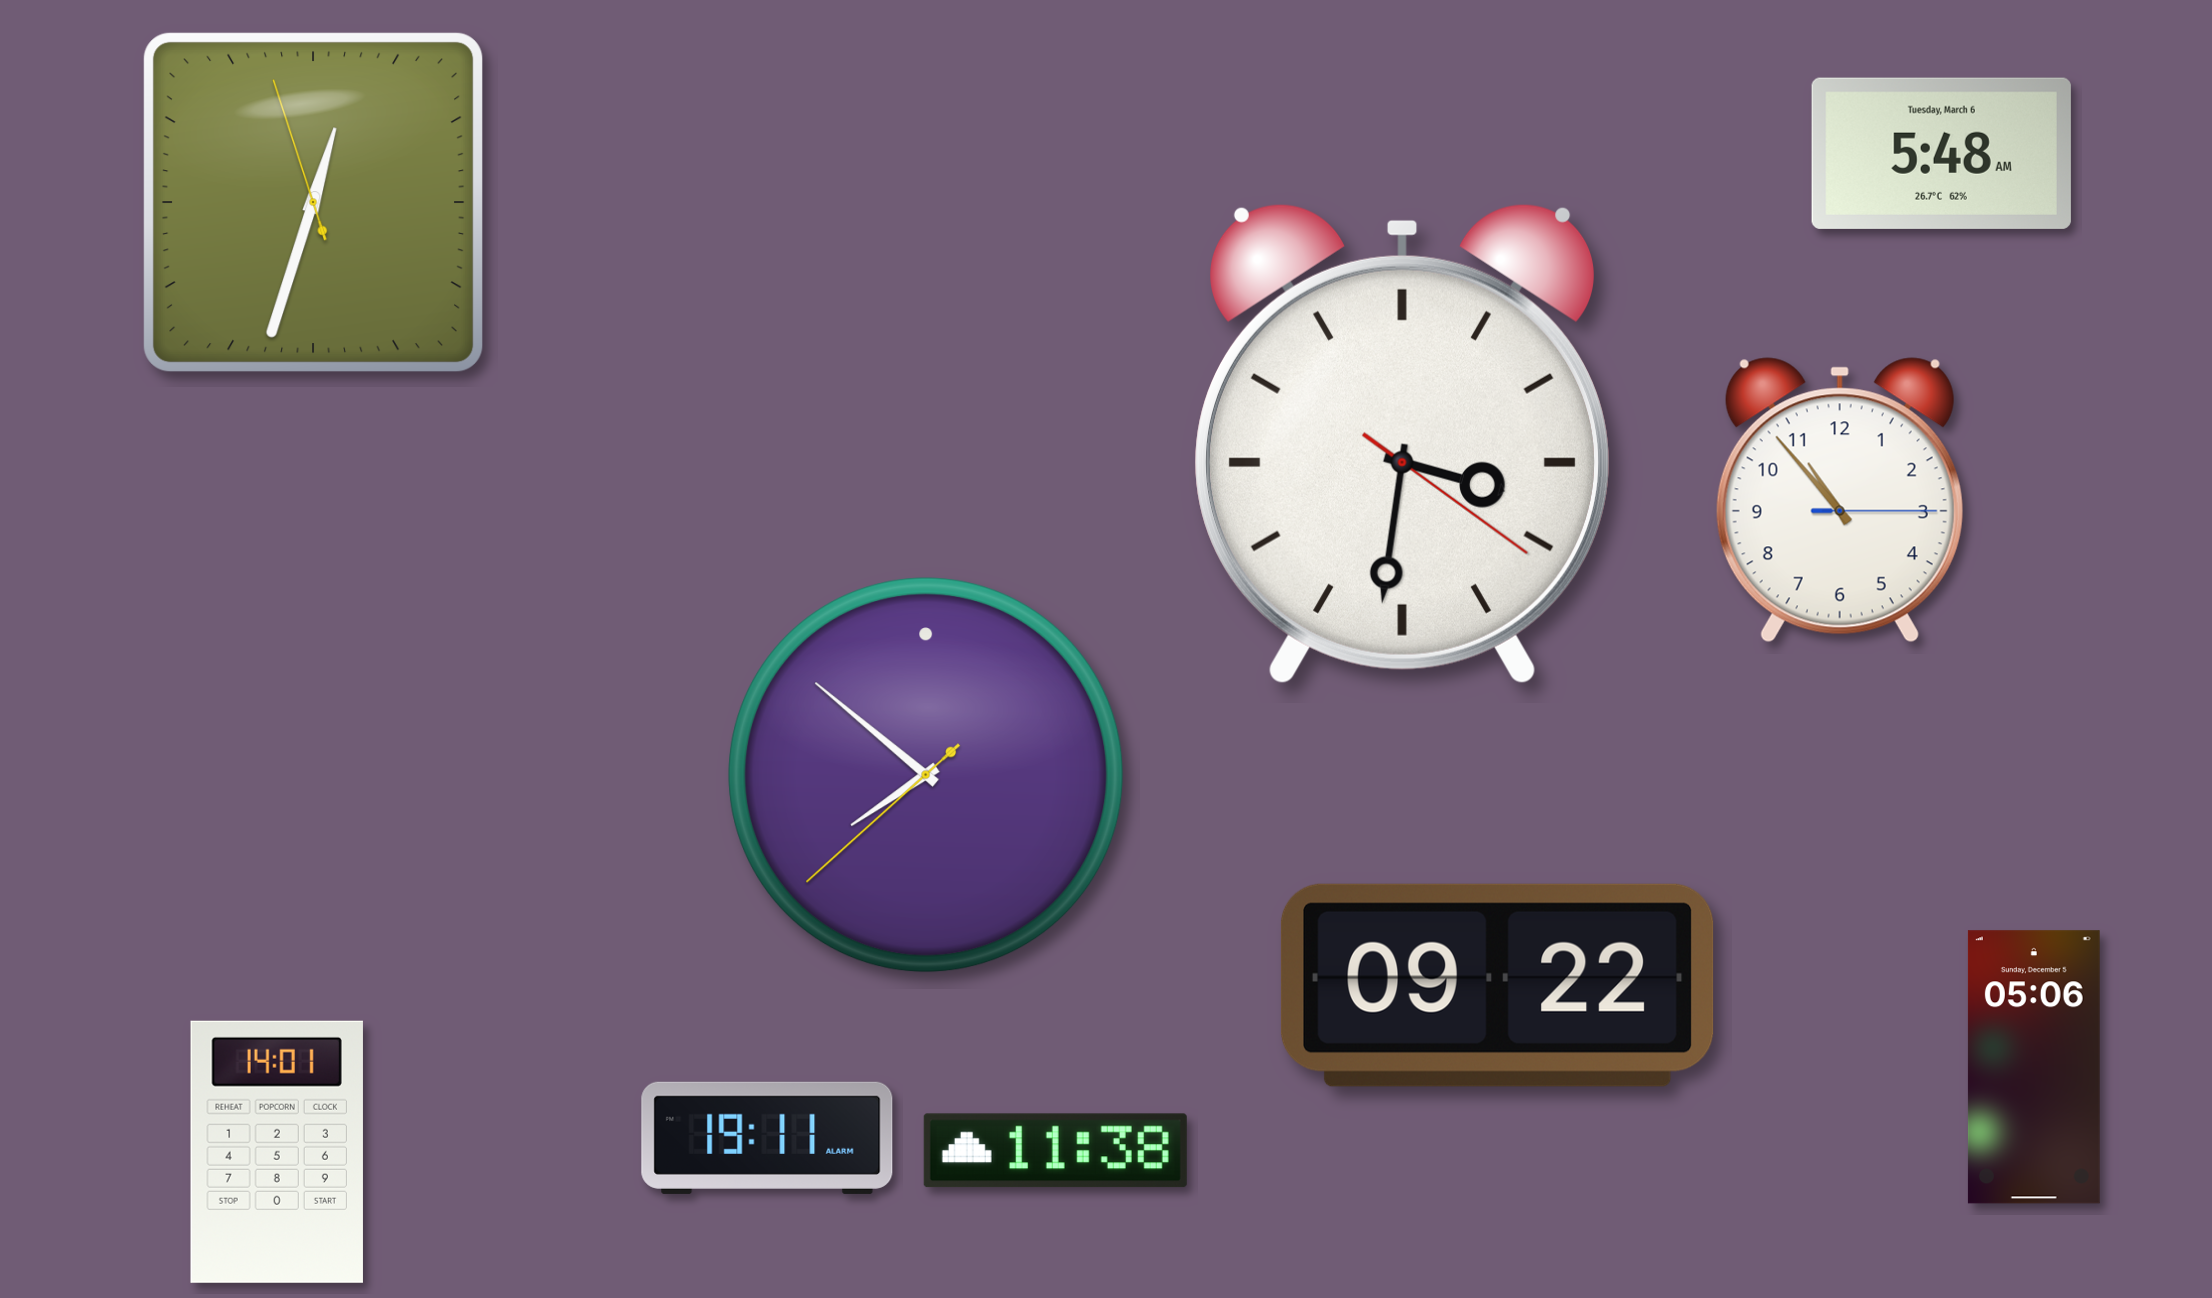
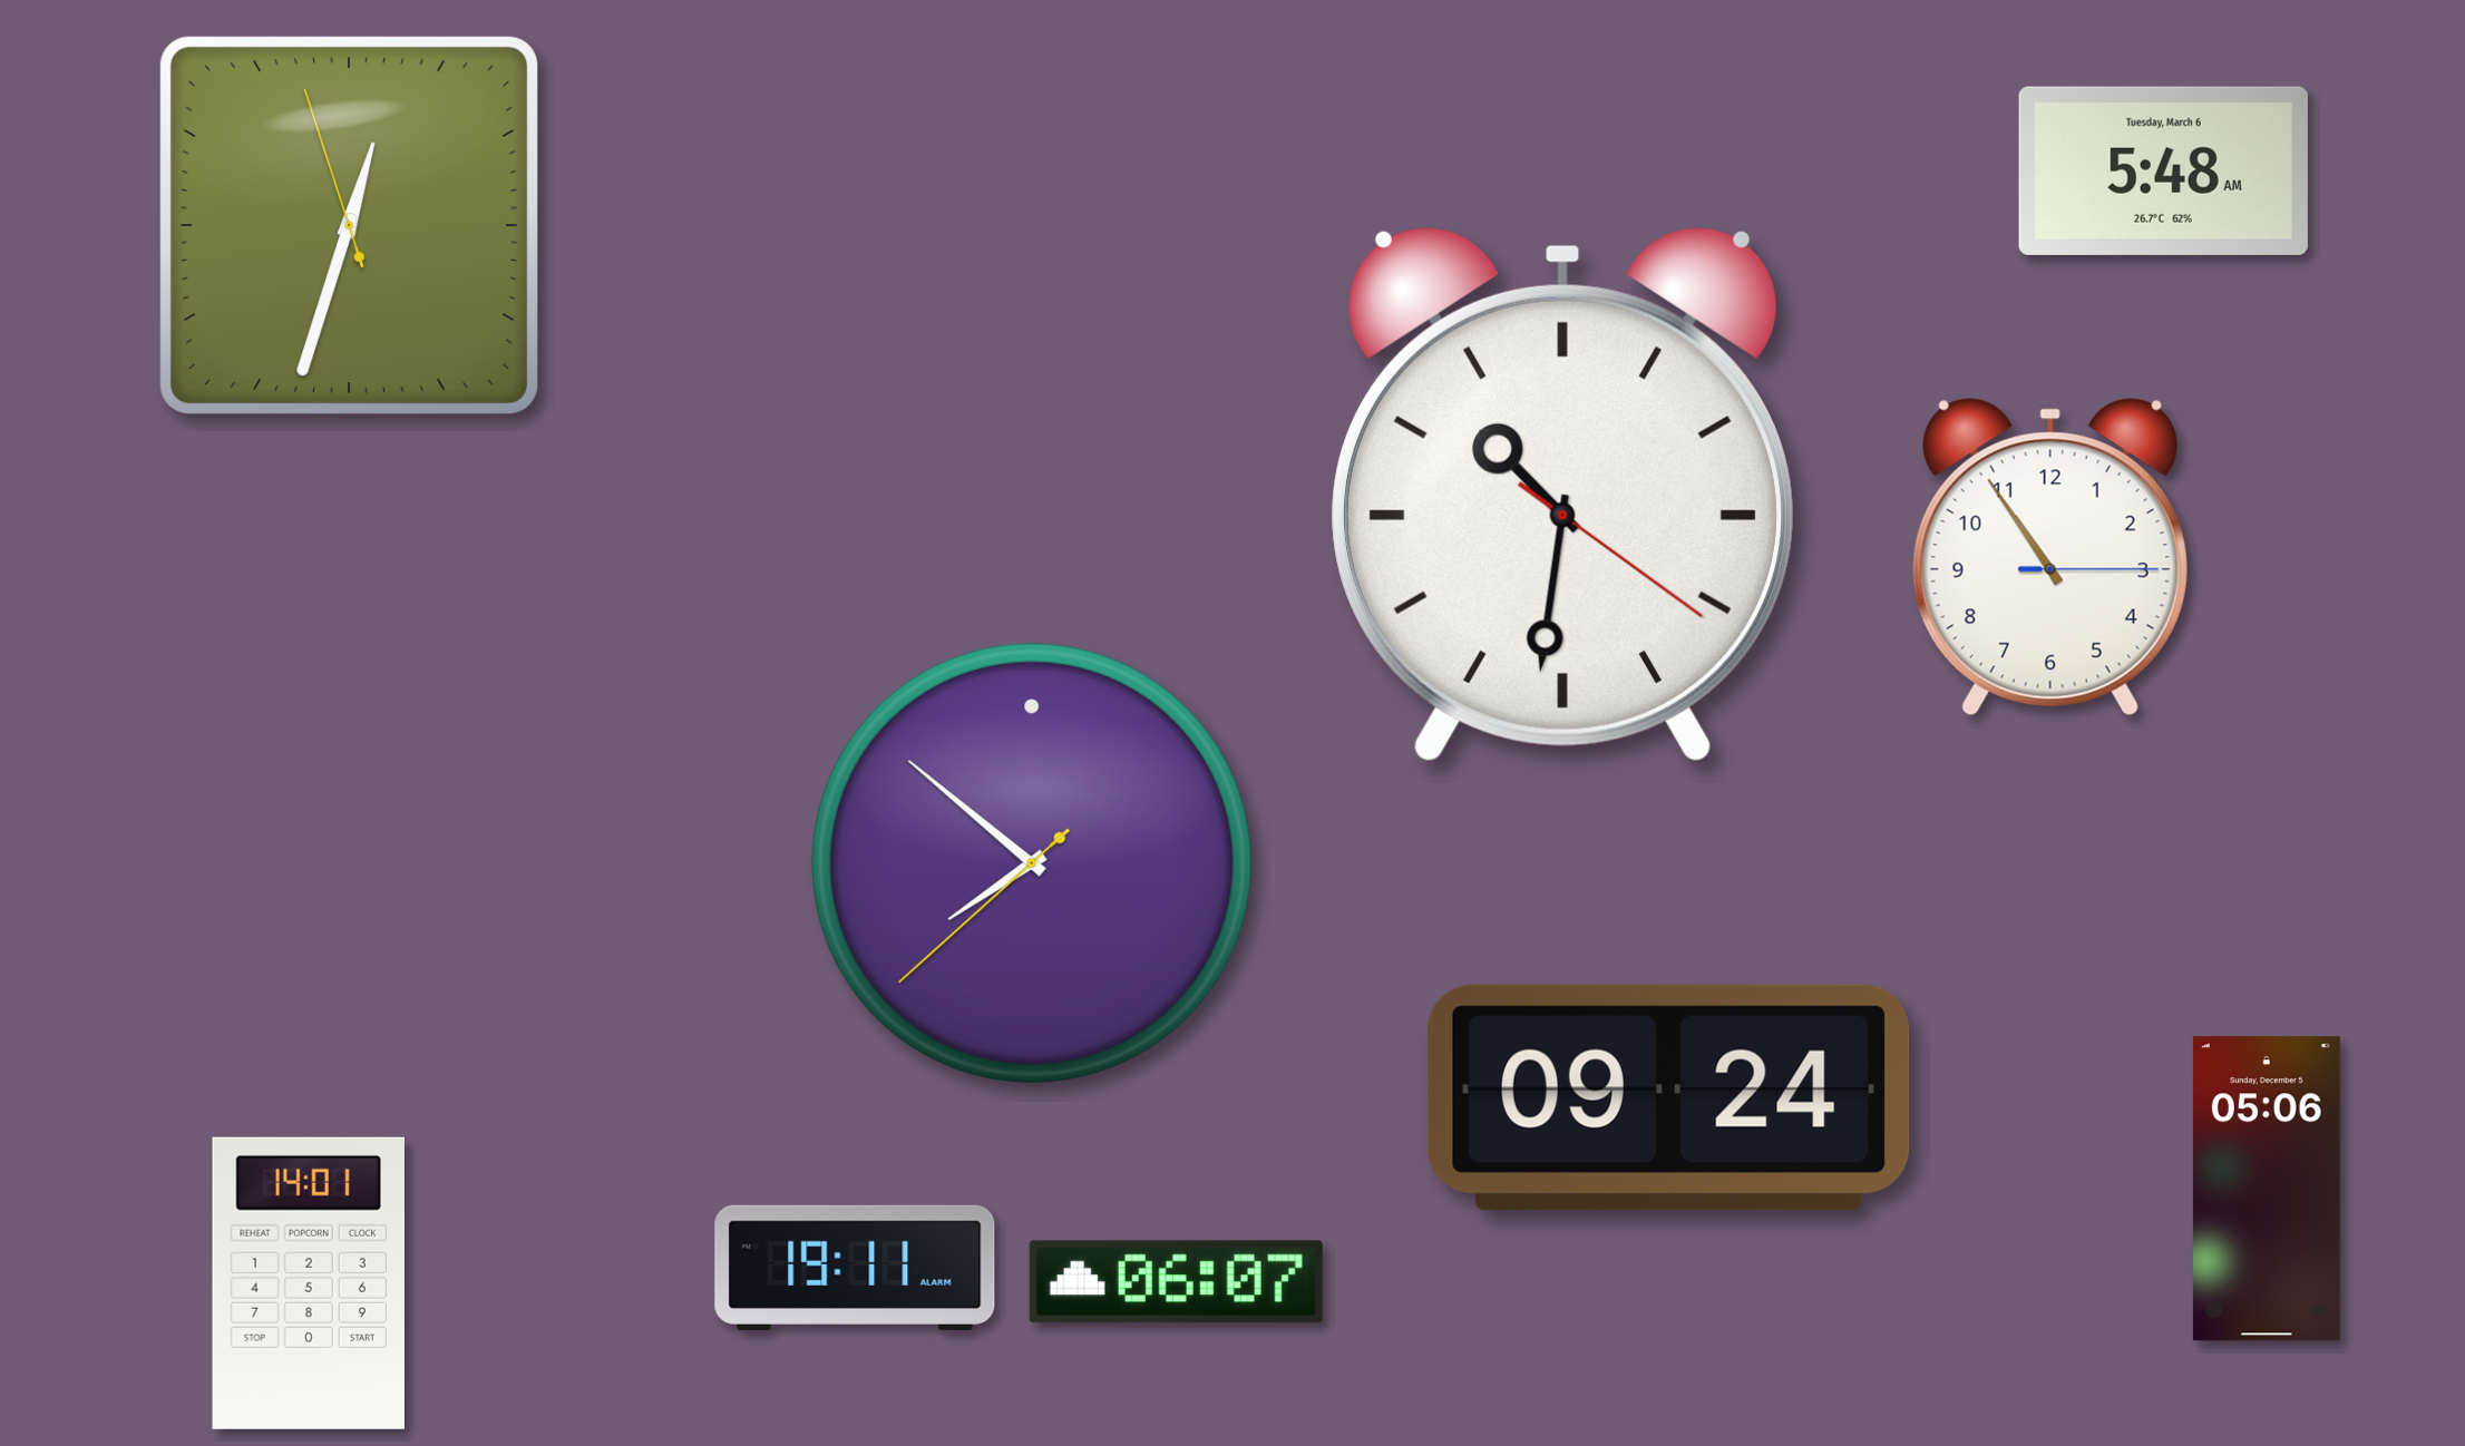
clock at (1402, 444): 3:31 -> 10:31
clock at (1840, 500): 10:53 -> 10:54
clock at (1497, 985): 09:22 -> 09:24
clock at (1055, 1151): 11:38 -> 06:07
